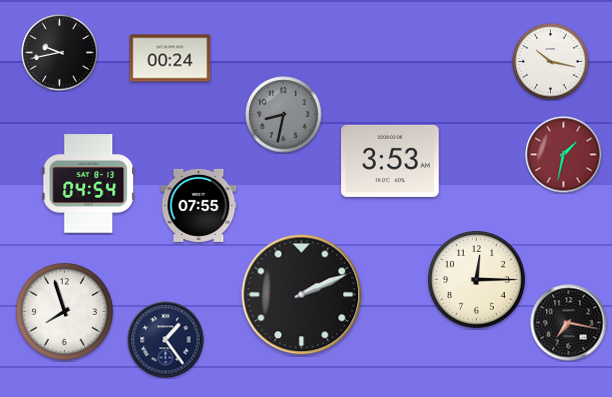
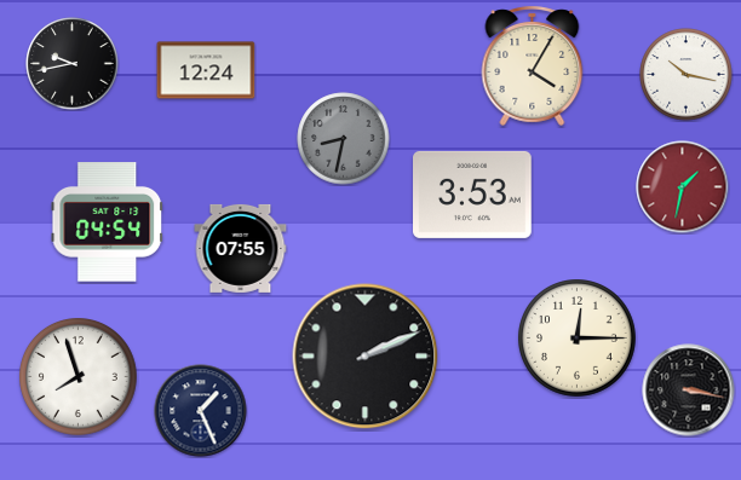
clock at (533, 65): none -> 4:05
clock at (170, 58): 00:24 -> 12:24
clock at (551, 62) position: (551, 62) -> (687, 75)
clock at (569, 323): 7:17 -> 3:17
clock at (166, 340): 1:24 -> 1:26
